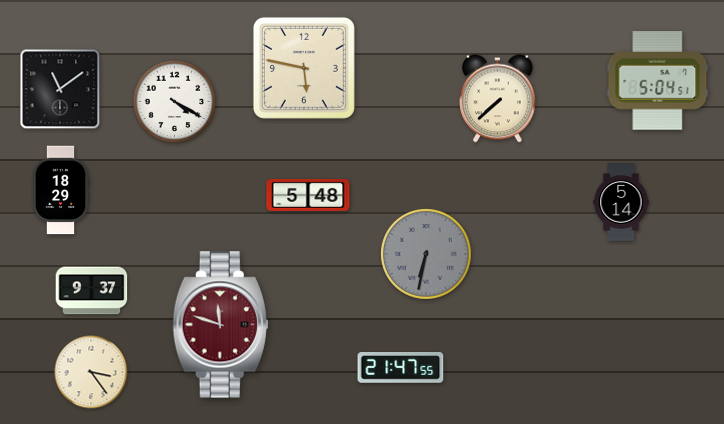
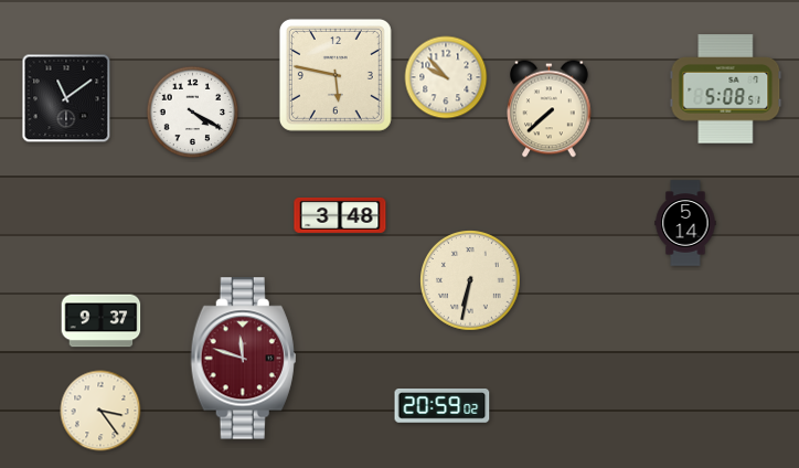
clock at (446, 77): none -> 9:53
clock at (658, 81): 5:04 -> 5:08
clock at (61, 190): 18:29 -> none
clock at (308, 195): 5:48 -> 3:48
clock at (427, 255) dial: grey -> cream
clock at (401, 368): 21:47 -> 20:59
